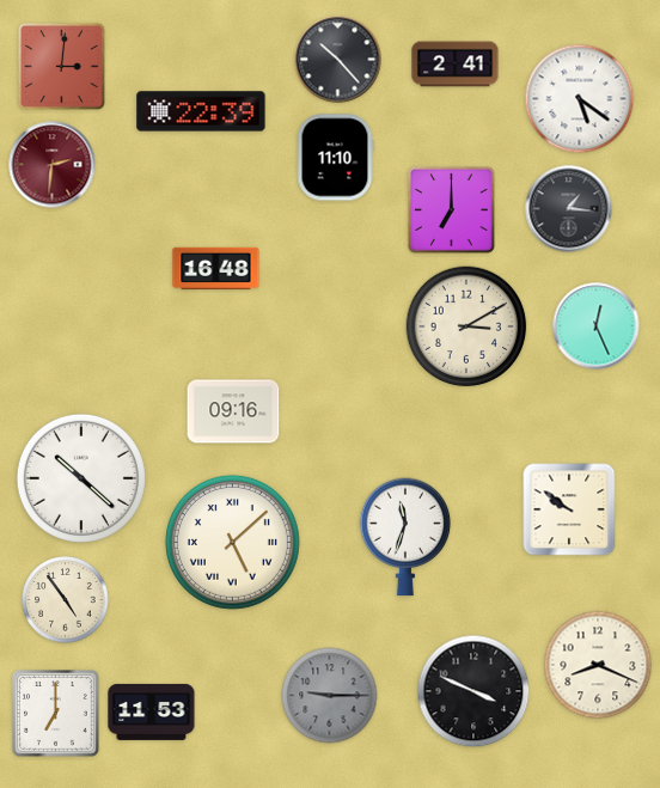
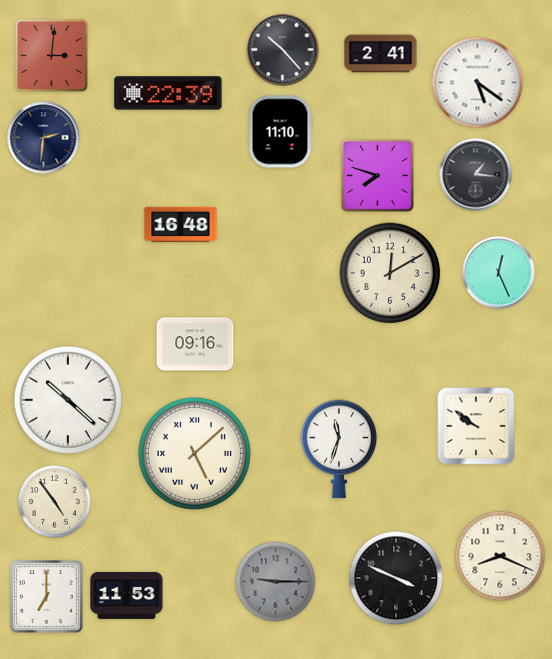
clock at (580, 99) position: (580, 99) -> (478, 83)
clock at (53, 165) dial: burgundy -> navy
clock at (451, 209): 7:00 -> 7:48
clock at (466, 326): 3:10 -> 12:10
